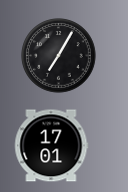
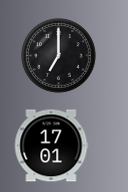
clock at (59, 56): 7:05 -> 7:00
